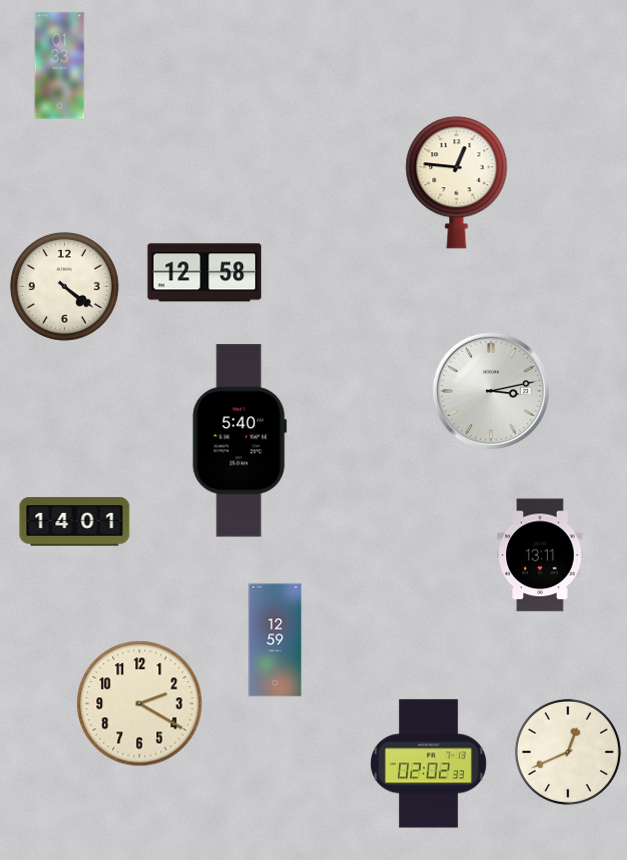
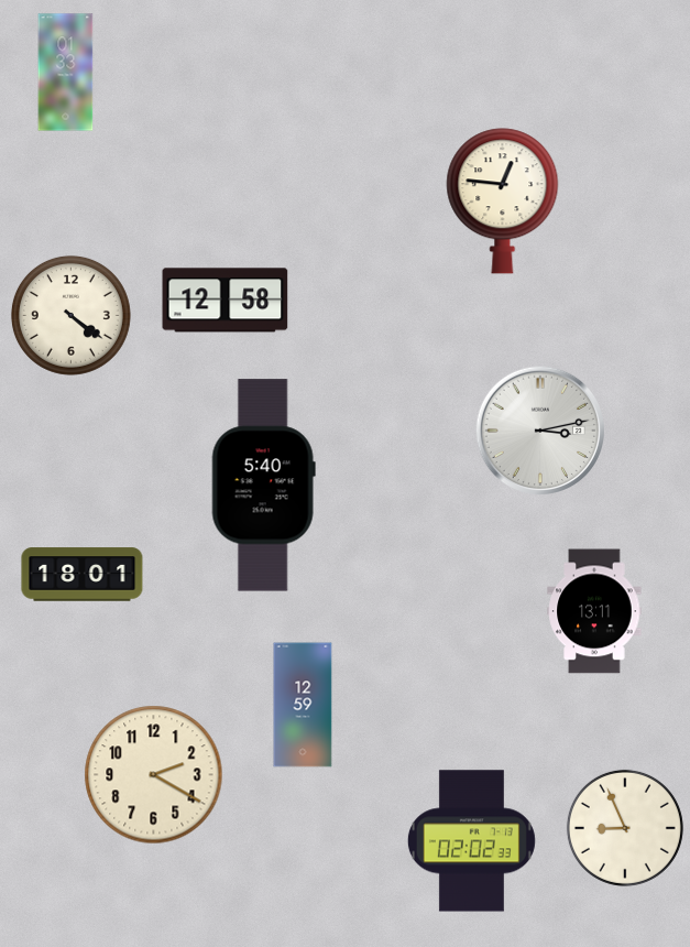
clock at (75, 522): 14:01 -> 18:01
clock at (568, 752): 12:41 -> 8:56
